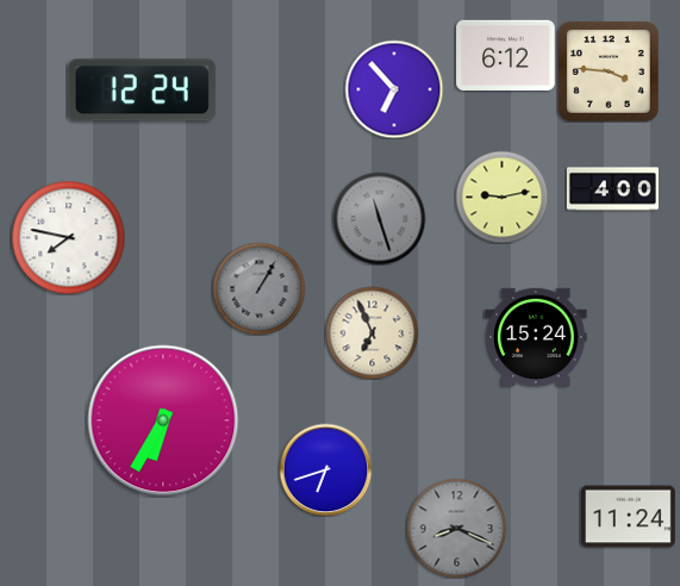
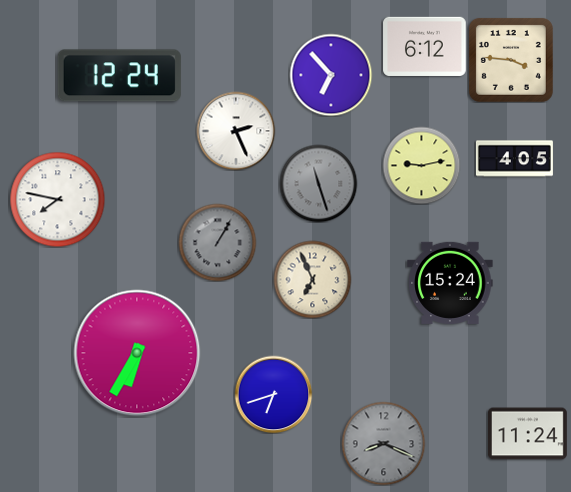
clock at (236, 131): none -> 2:26
clock at (612, 189): 4:00 -> 4:05
